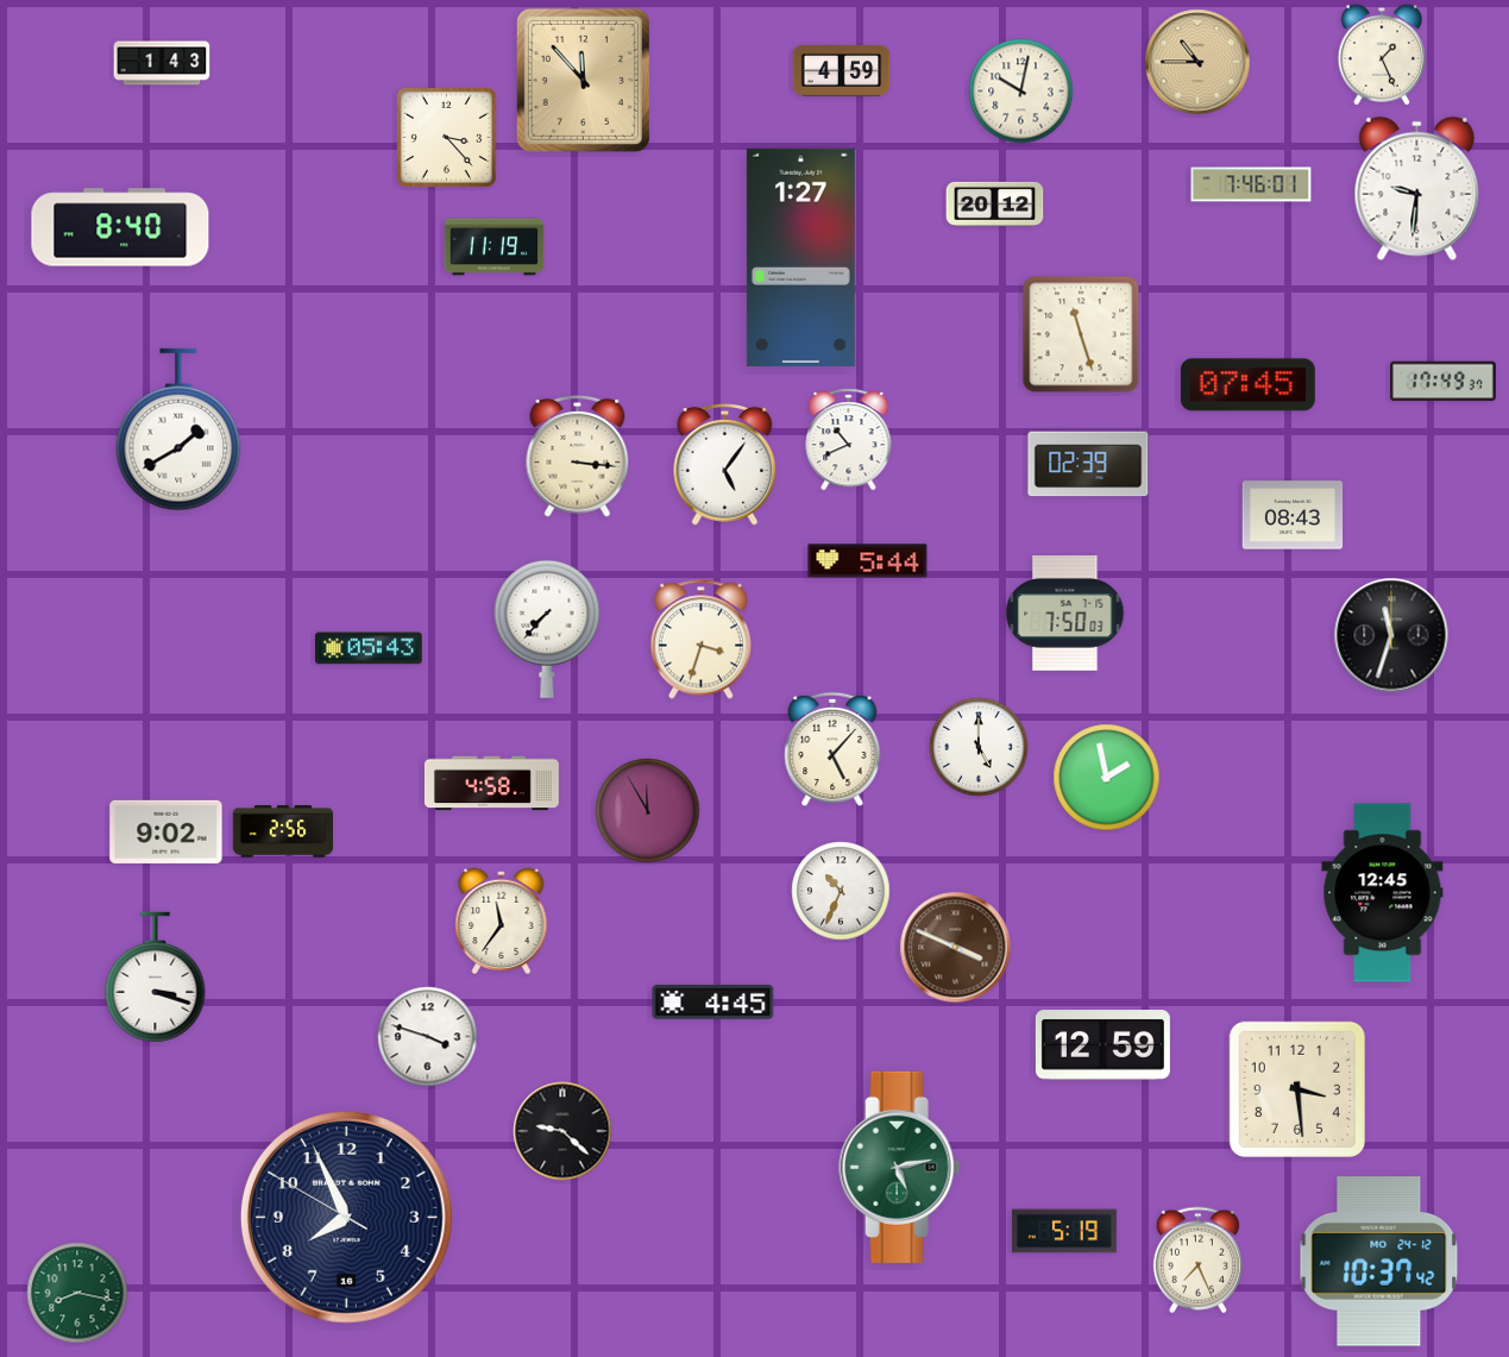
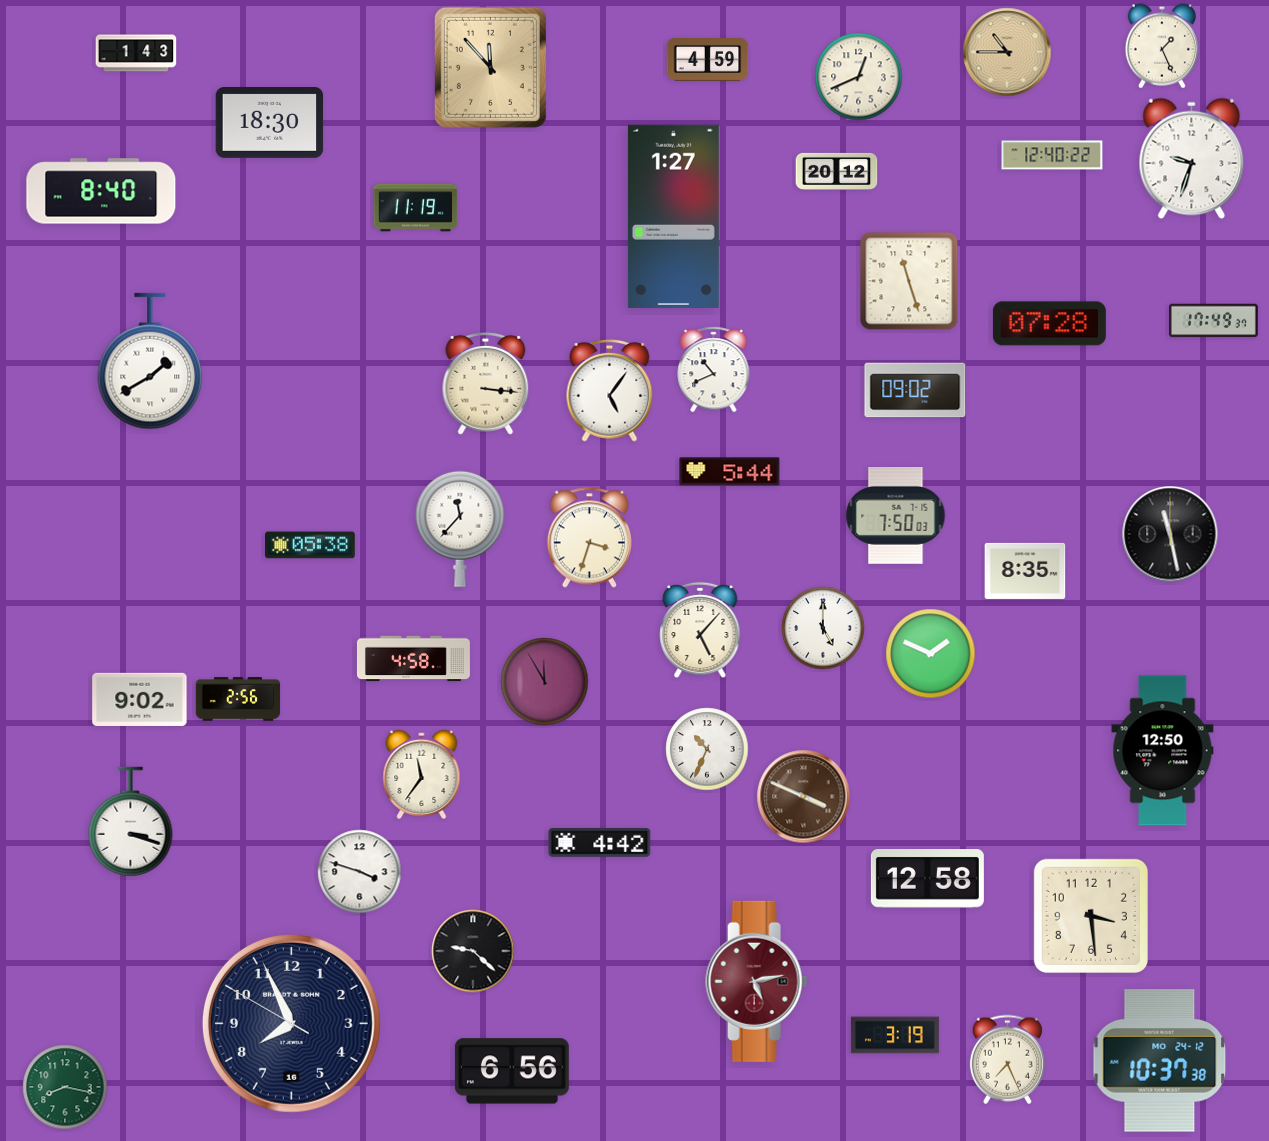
clock at (1021, 92): 10:02 -> 12:41
clock at (446, 137): 3:23 -> none
clock at (270, 123): none -> 18:30
clock at (1251, 184): 7:46 -> 12:40
clock at (1417, 189): 9:31 -> 9:33
clock at (1247, 385): 07:45 -> 07:28
clock at (1088, 464): 02:39 -> 09:02
clock at (1293, 515): 08:43 -> none
clock at (547, 629): 7:37 -> 11:37
clock at (1391, 635): 11:33 -> 11:28
clock at (370, 648): 05:43 -> 05:38
clock at (1025, 571): none -> 8:35
clock at (1107, 778): 1:58 -> 1:49
clock at (1383, 893): 12:45 -> 12:50
clock at (713, 1001): 4:45 -> 4:42
clock at (1102, 1045): 12:59 -> 12:58
clock at (900, 1167) dial: green -> burgundy
clock at (1064, 1231): 5:19 -> 3:19
clock at (1379, 1262): 10:37:42 -> 10:37:38
clock at (512, 1071): none -> 6:56
